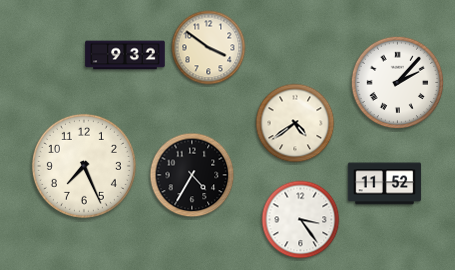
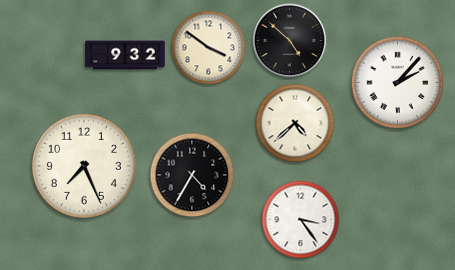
clock at (290, 41): none -> 4:52
clock at (295, 123): 4:39 -> 4:38
clock at (385, 184): 11:52 -> none
